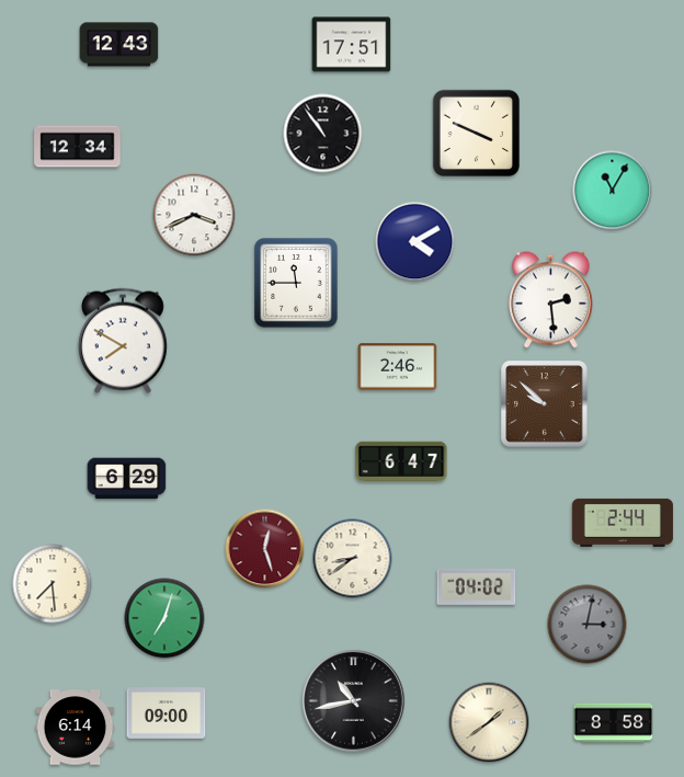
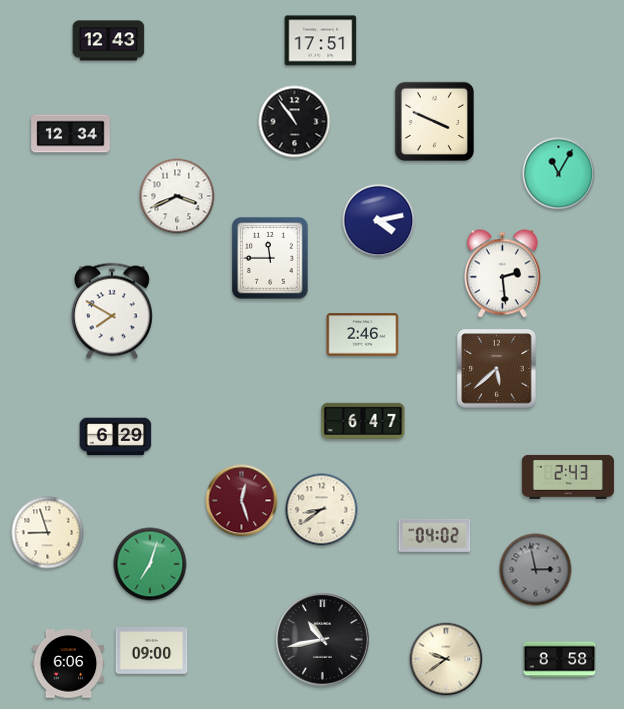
clock at (415, 242): 4:10 -> 4:13
clock at (545, 404): 9:52 -> 5:38
clock at (401, 460) position: (401, 460) -> (363, 420)
clock at (623, 523): 2:44 -> 2:43
clock at (53, 584): 7:29 -> 8:57
clock at (588, 625): 3:02 -> 2:58
clock at (489, 722): 1:39 -> 9:39
clock at (76, 728): 6:14 -> 6:06
